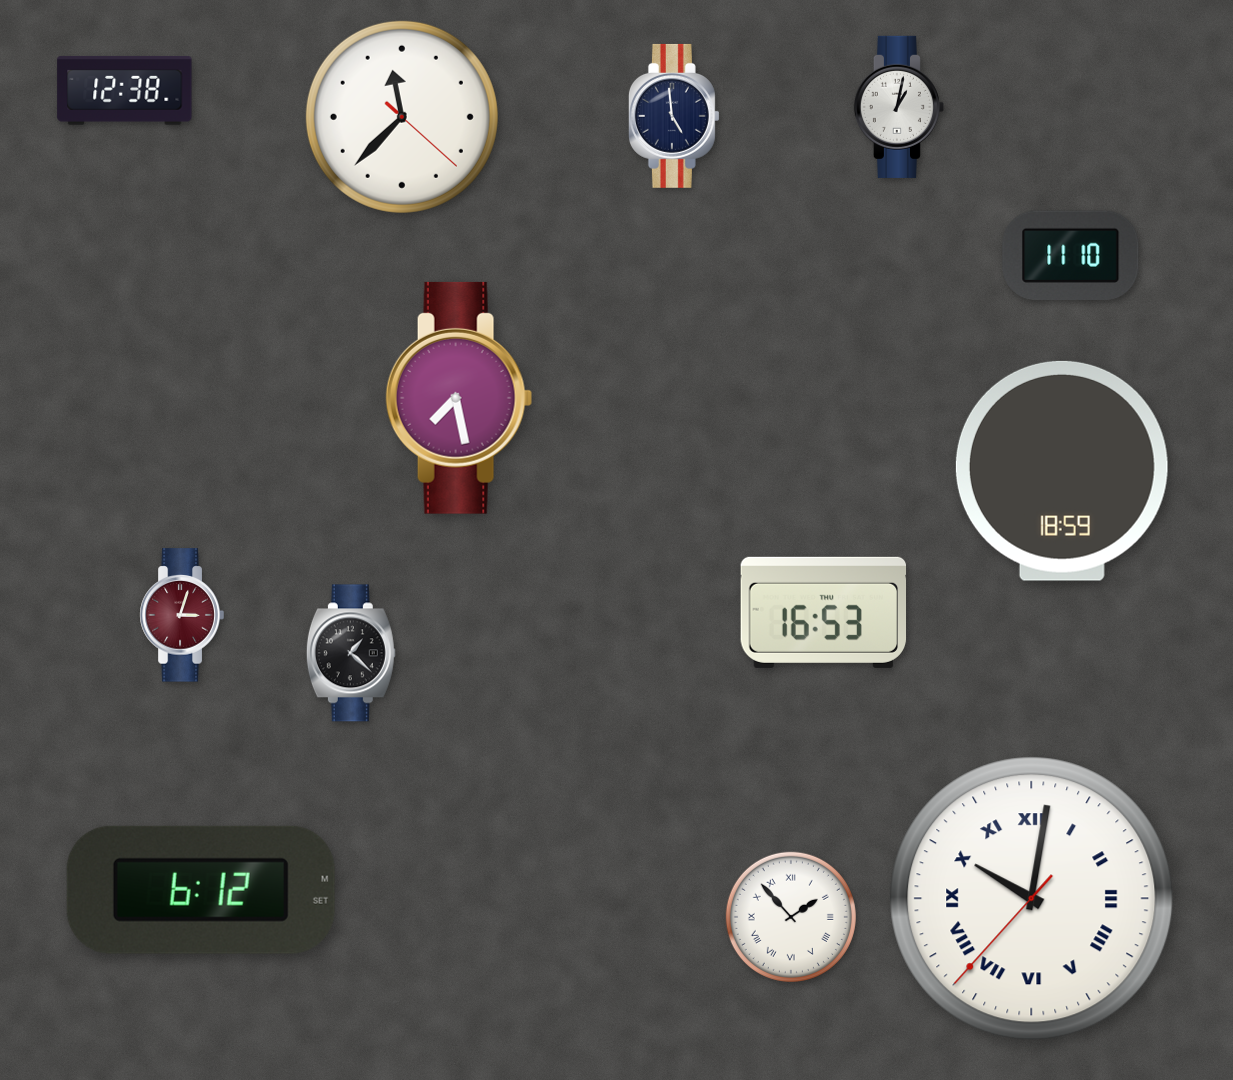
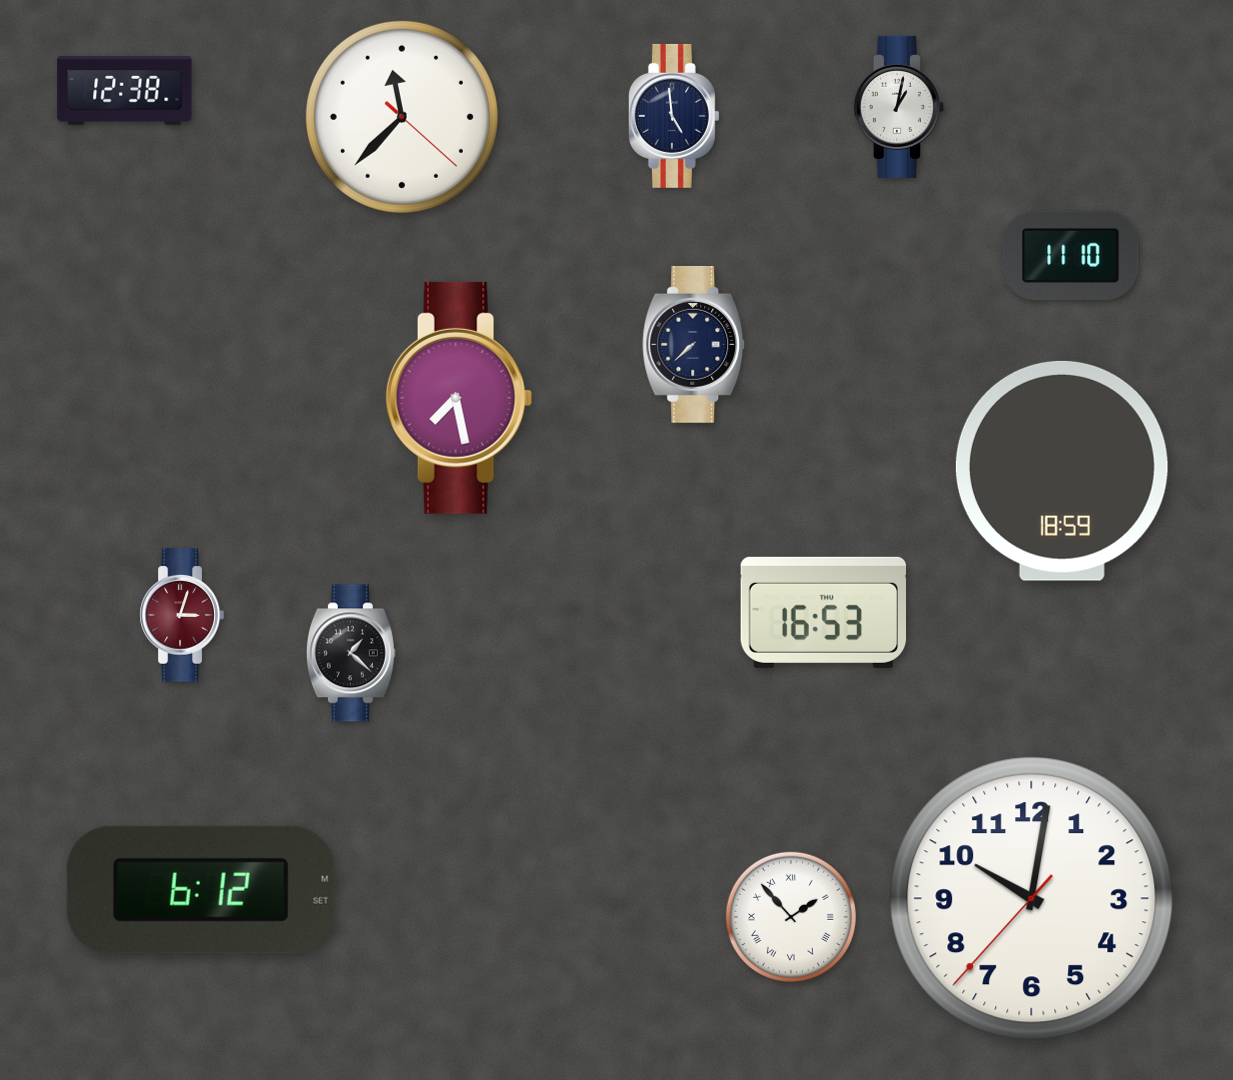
clock at (694, 344): none -> 7:38
clock at (1032, 899) numerals: Roman -> Arabic
